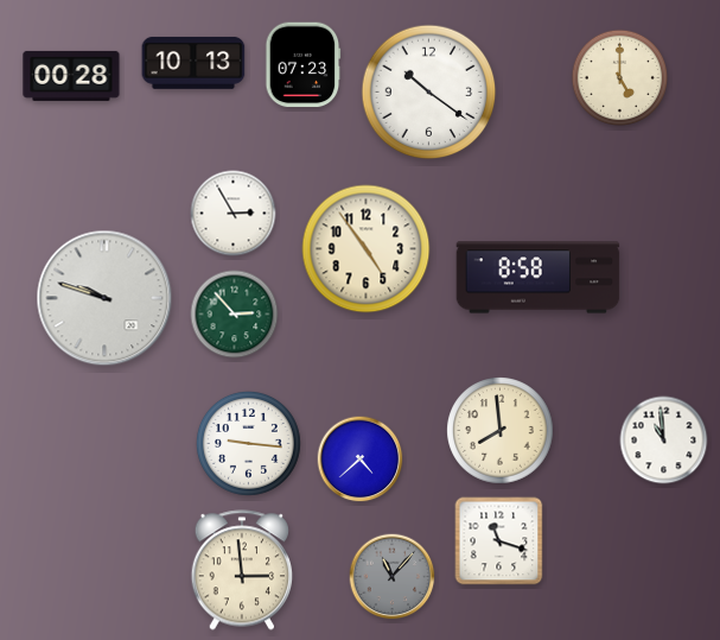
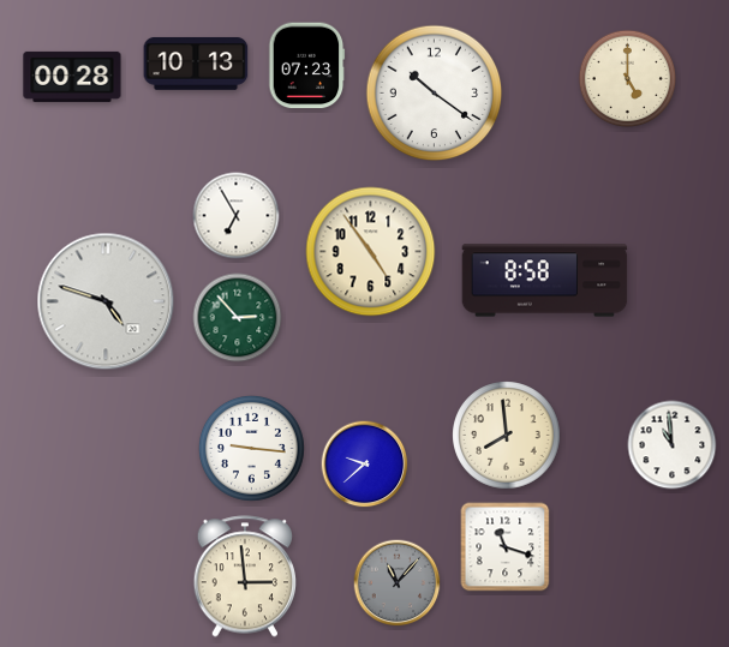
clock at (234, 214): 2:55 -> 6:55
clock at (104, 298): 9:48 -> 4:48
clock at (361, 460): 4:38 -> 9:38
